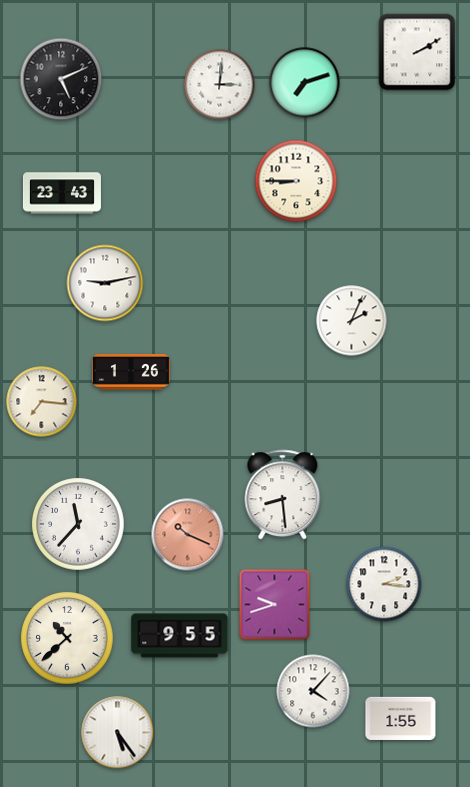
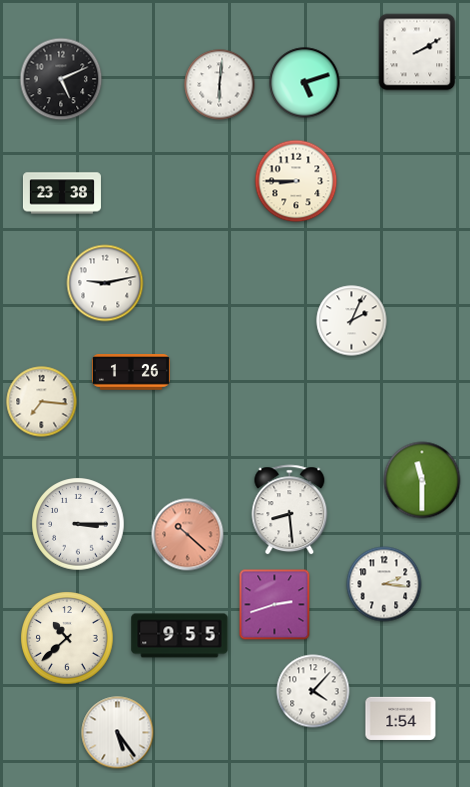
clock at (305, 83): 7:12 -> 5:12
clock at (220, 85): 3:01 -> 6:01
clock at (62, 193): 23:43 -> 23:38
clock at (422, 480): none -> 11:30
clock at (283, 495) position: (283, 495) -> (290, 510)
clock at (78, 524): 11:37 -> 3:15
clock at (188, 535): 10:19 -> 10:22
clock at (275, 605): 9:42 -> 2:42
clock at (401, 718): 1:55 -> 1:54
